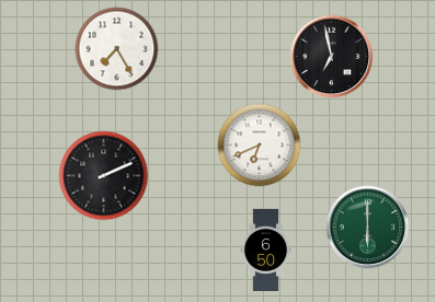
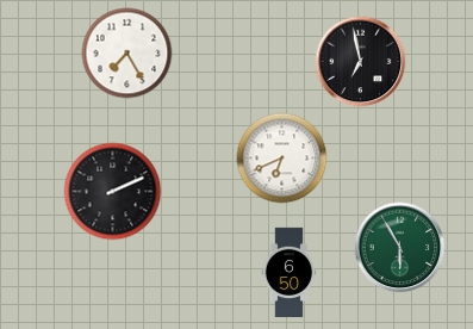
clock at (368, 228): 6:00 -> 5:55
